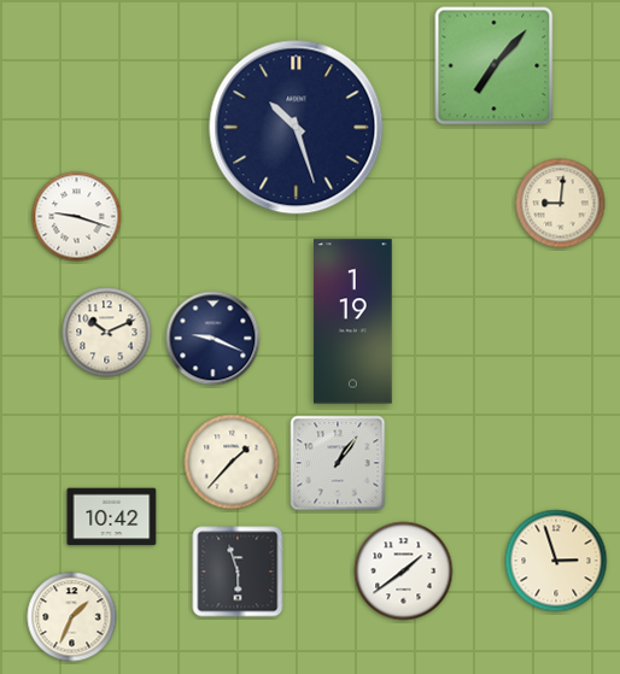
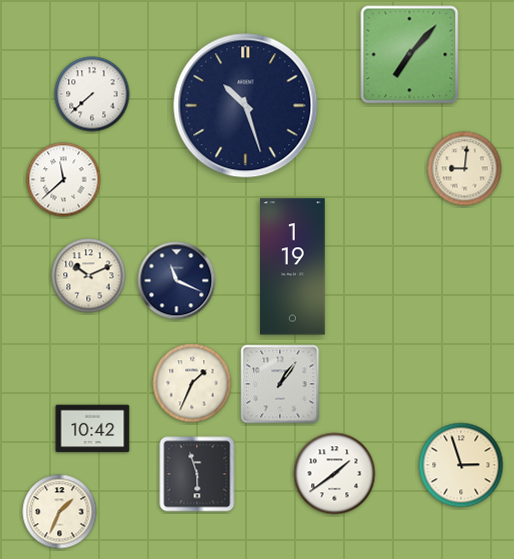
clock at (92, 94): none -> 7:38
clock at (77, 217): 9:18 -> 11:38
clock at (214, 339): 9:19 -> 11:19
clock at (232, 462): 1:37 -> 1:34
